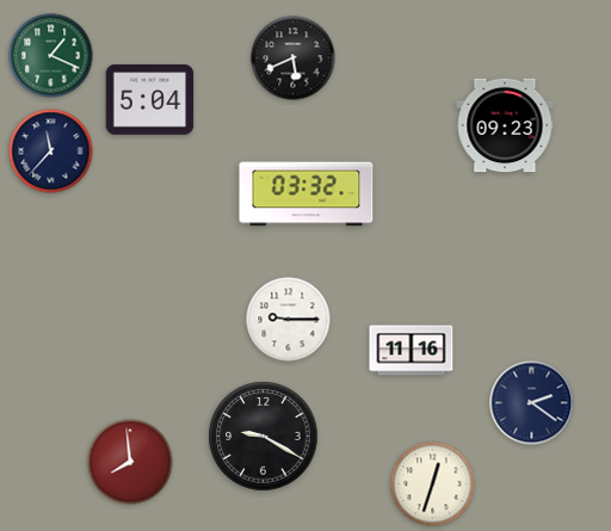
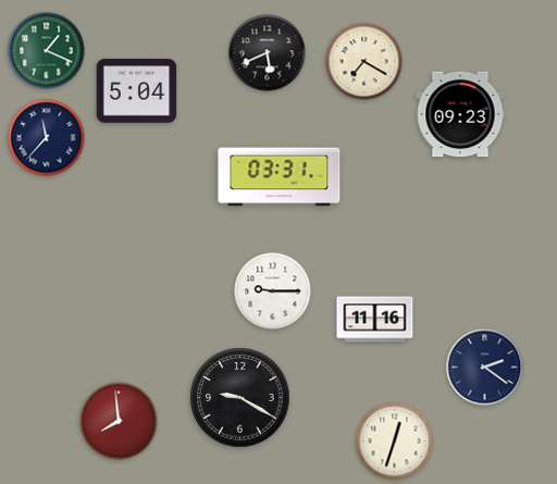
clock at (364, 62): none -> 7:20
clock at (307, 195): 03:32 -> 03:31
clock at (289, 320) position: (289, 320) -> (273, 291)
